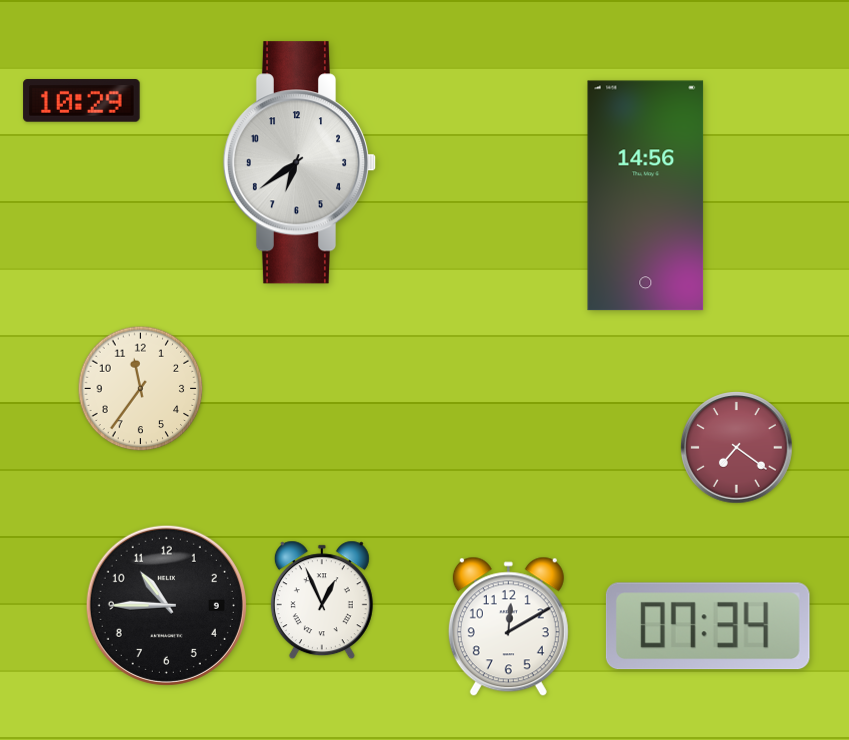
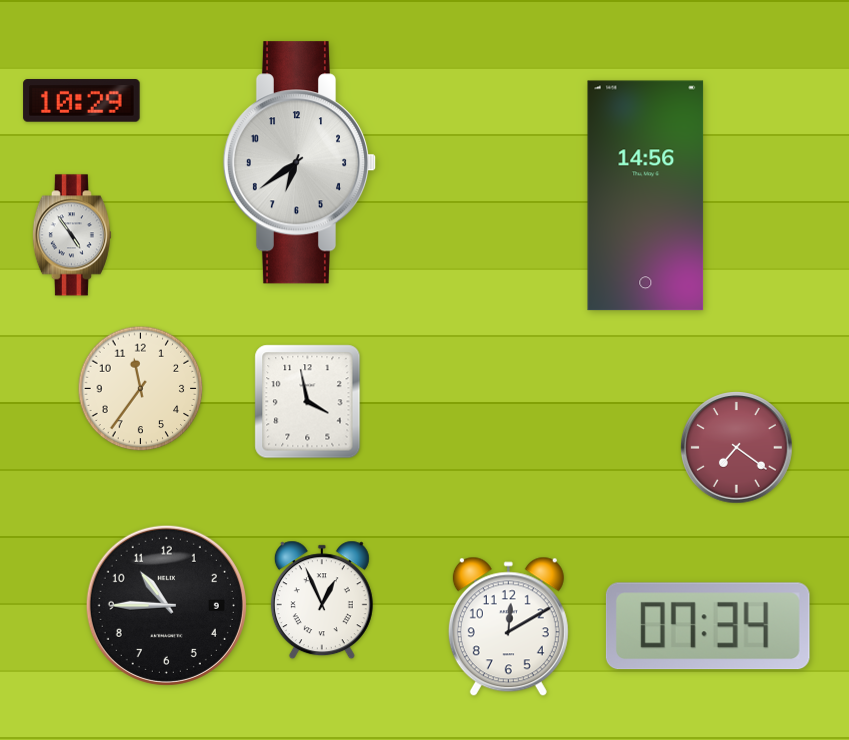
clock at (72, 235): none -> 4:54
clock at (308, 402): none -> 3:58
